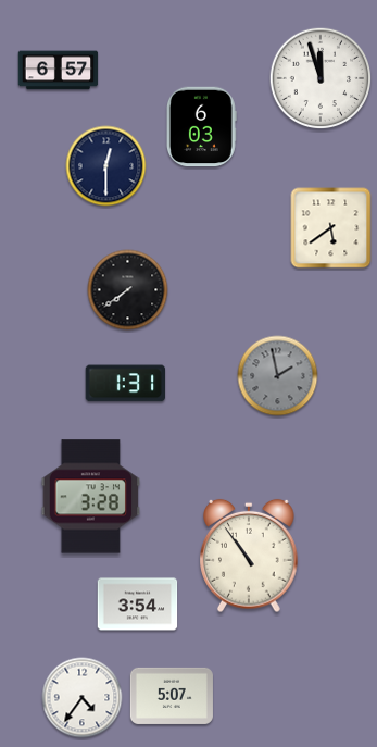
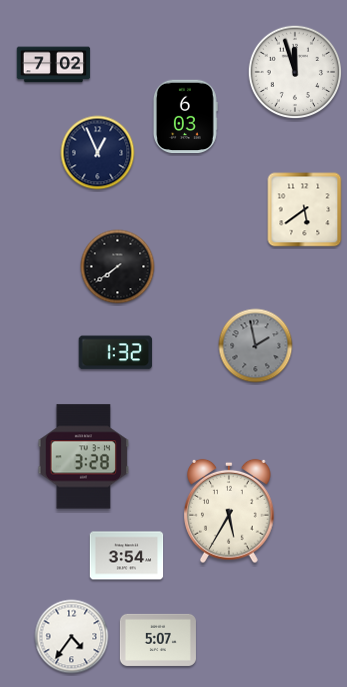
clock at (59, 71): 6:57 -> 7:02
clock at (106, 166): 12:30 -> 12:56
clock at (126, 384): 1:31 -> 1:32
clock at (250, 556): 10:54 -> 5:35
clock at (83, 698) position: (83, 698) -> (72, 637)
